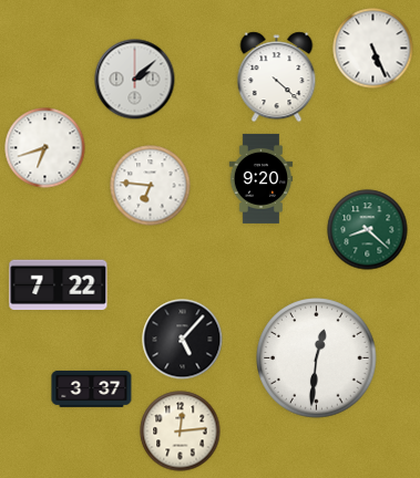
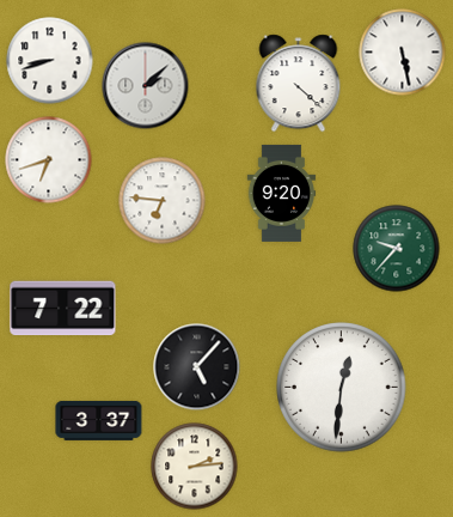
clock at (373, 49): 5:26 -> 5:28
clock at (50, 61): none -> 8:42
clock at (368, 230): 8:22 -> 9:37
clock at (181, 432): 12:14 -> 2:14
